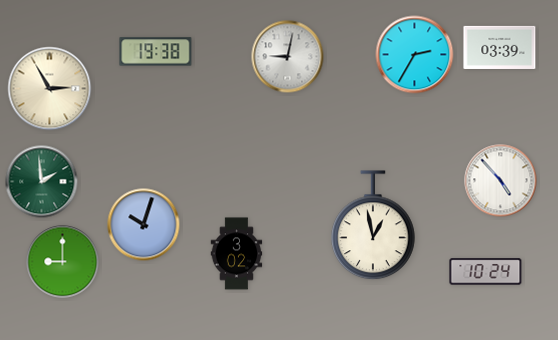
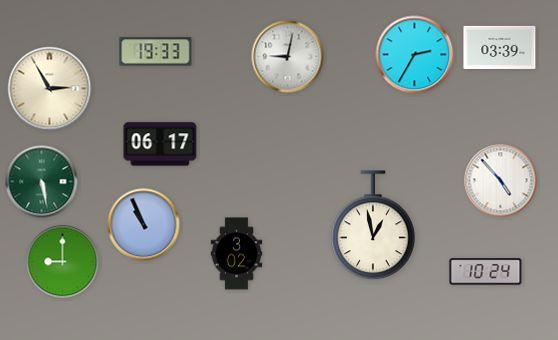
clock at (156, 52): 19:38 -> 19:33
clock at (160, 144): none -> 06:17
clock at (42, 182): 1:59 -> 5:28
clock at (144, 225): 10:03 -> 10:56
